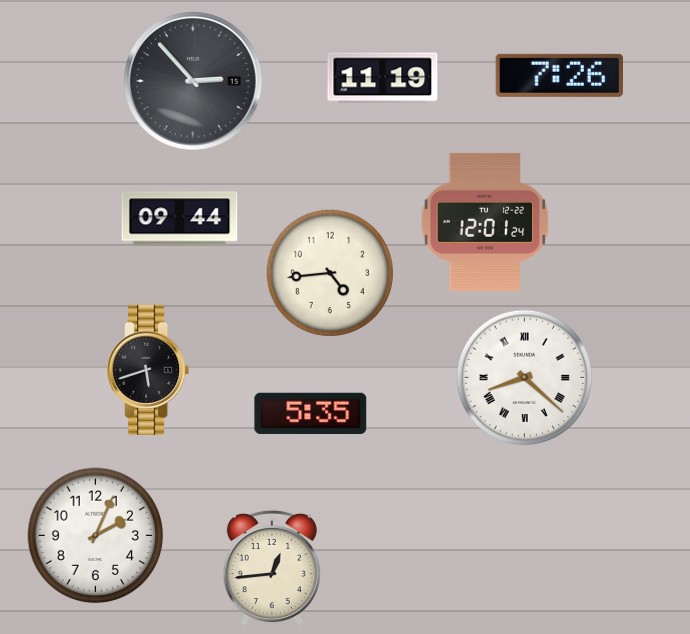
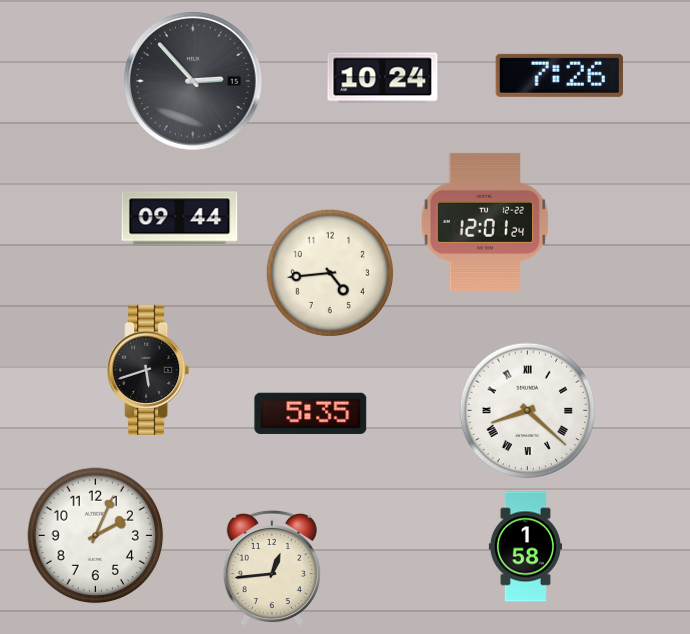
clock at (383, 78): 11:19 -> 10:24
clock at (525, 378) position: (525, 378) -> (528, 411)
clock at (525, 547): none -> 1:58
